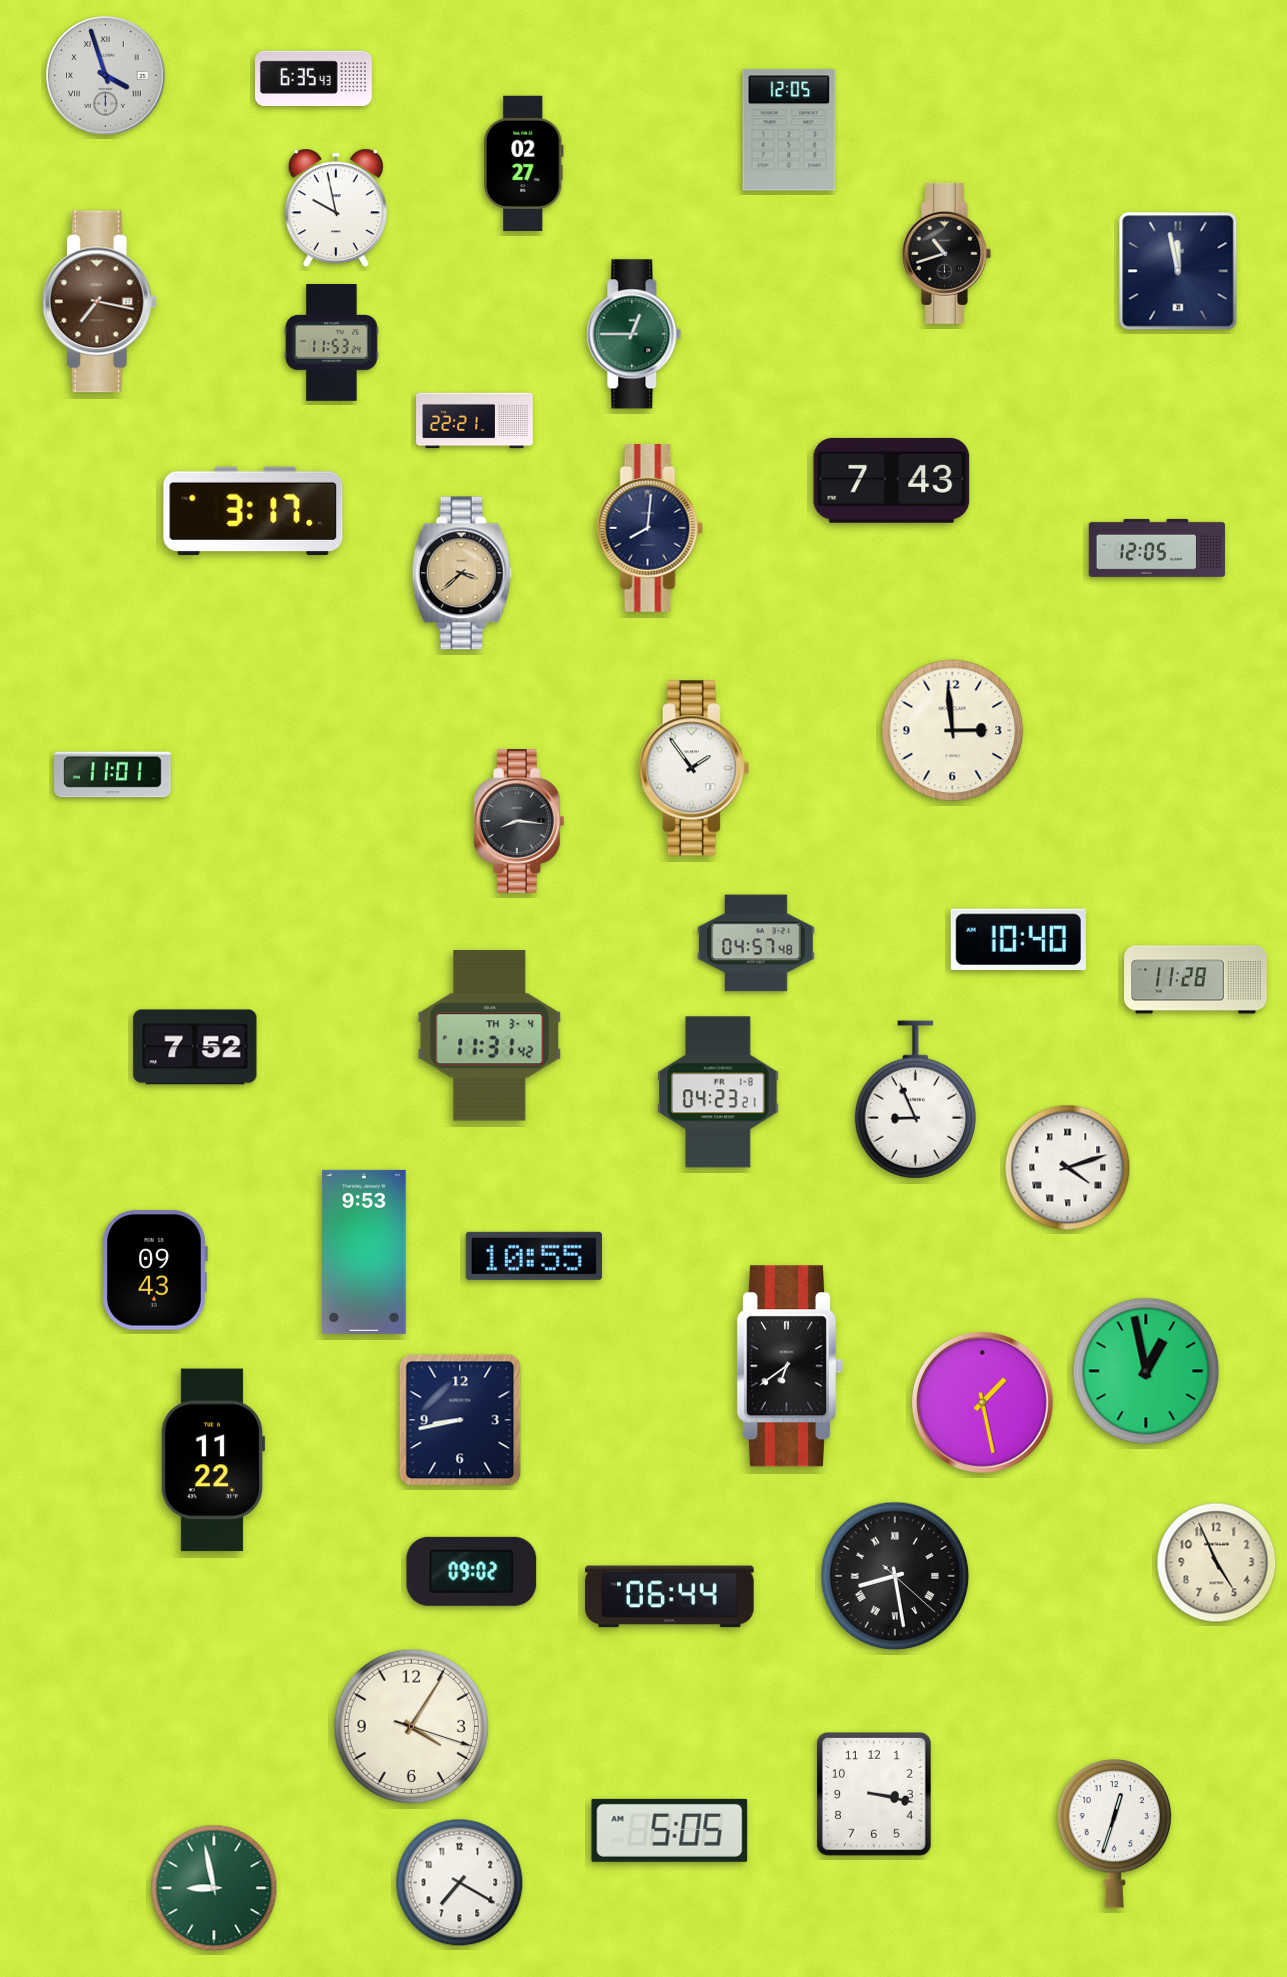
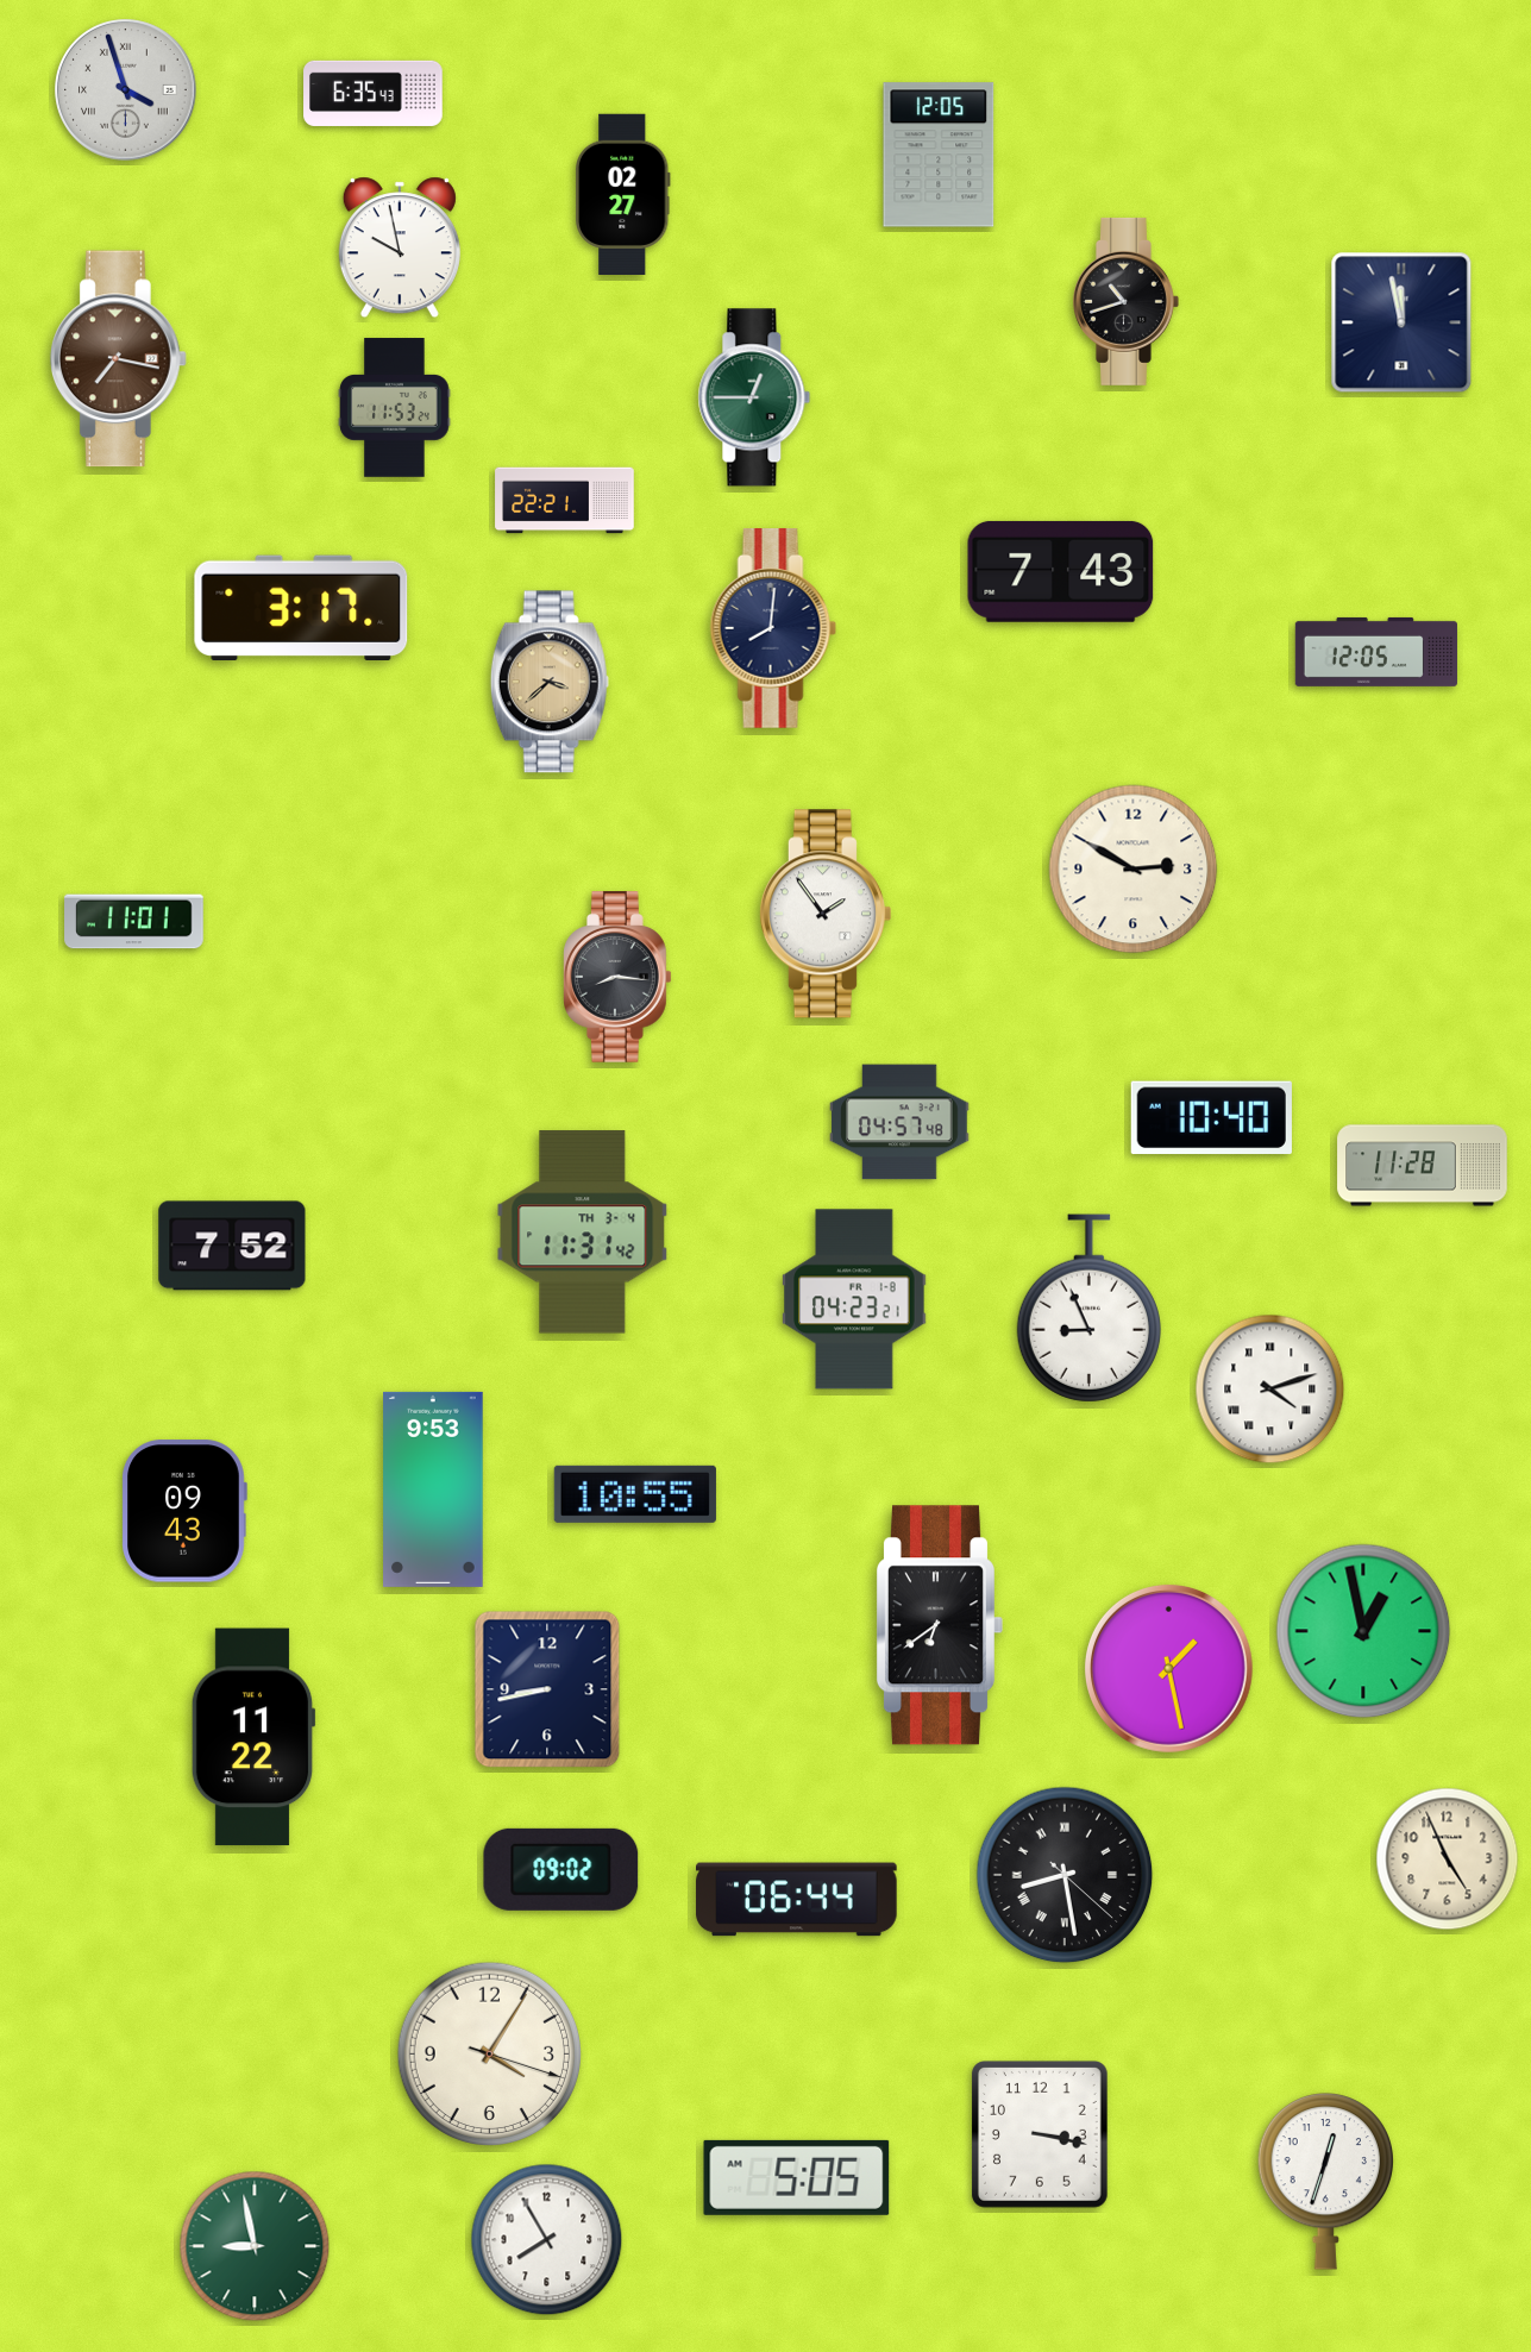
clock at (953, 731): 2:59 -> 2:50
clock at (460, 1883): 7:20 -> 7:55
